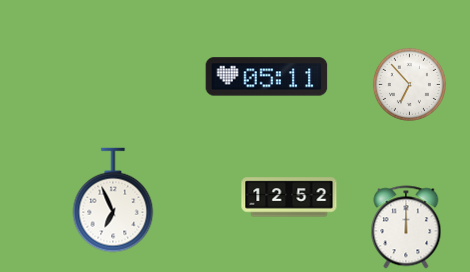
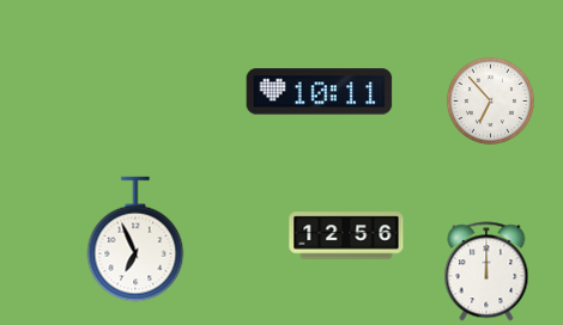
clock at (267, 77): 05:11 -> 10:11
clock at (289, 197): 12:52 -> 12:56
